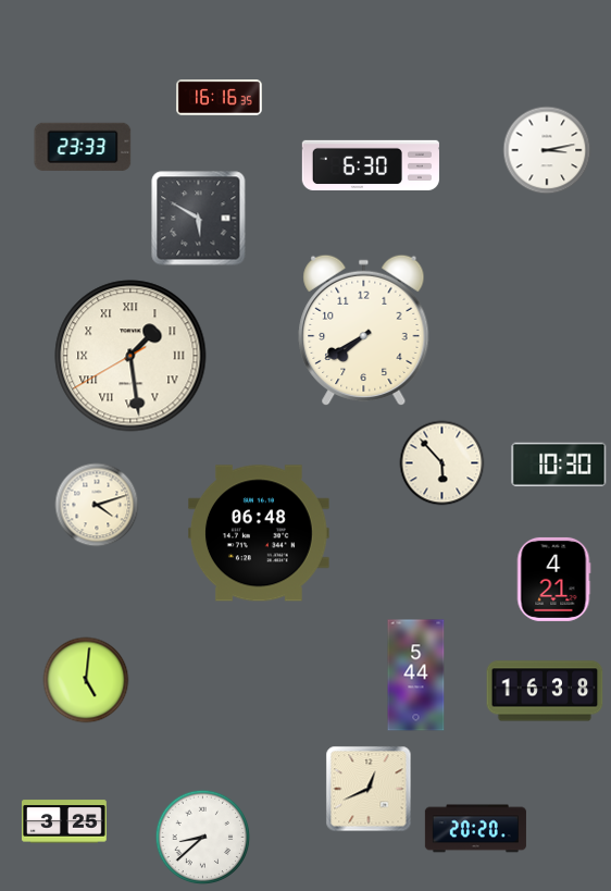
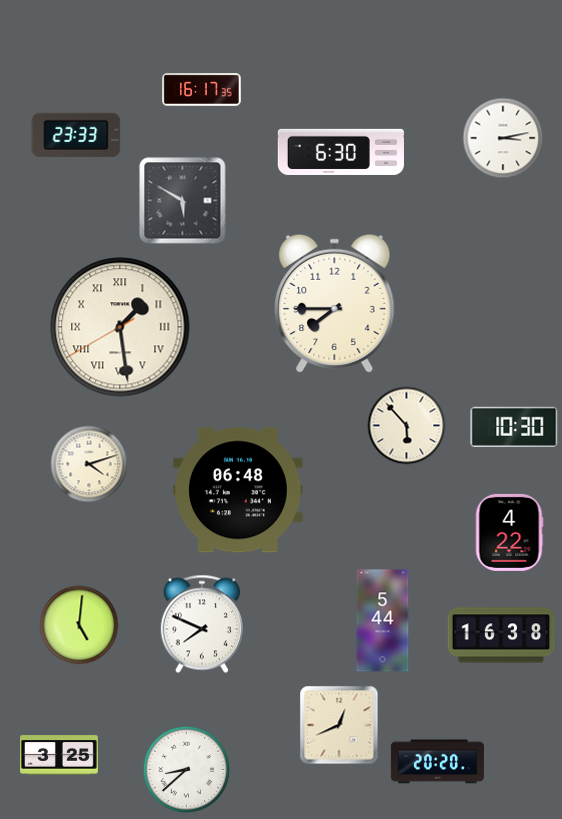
clock at (220, 98): 16:16 -> 16:17
clock at (364, 331): 7:40 -> 7:45
clock at (553, 579): 4:21 -> 4:22
clock at (202, 624): none -> 7:49
